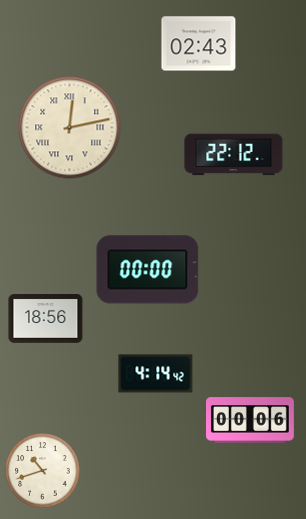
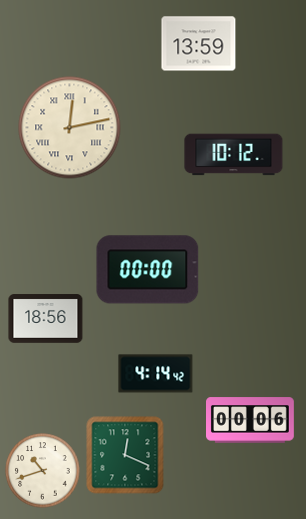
clock at (199, 44): 02:43 -> 13:59
clock at (234, 155): 22:12 -> 10:12
clock at (125, 455): none -> 12:19
